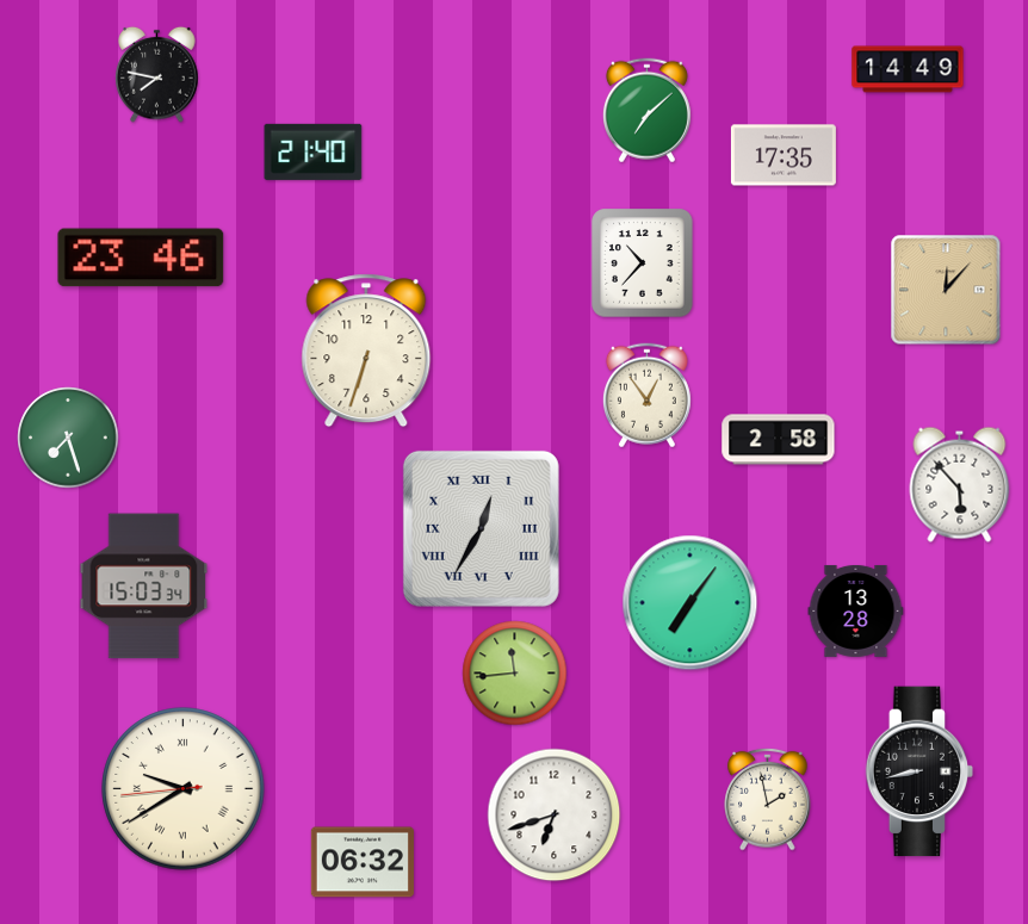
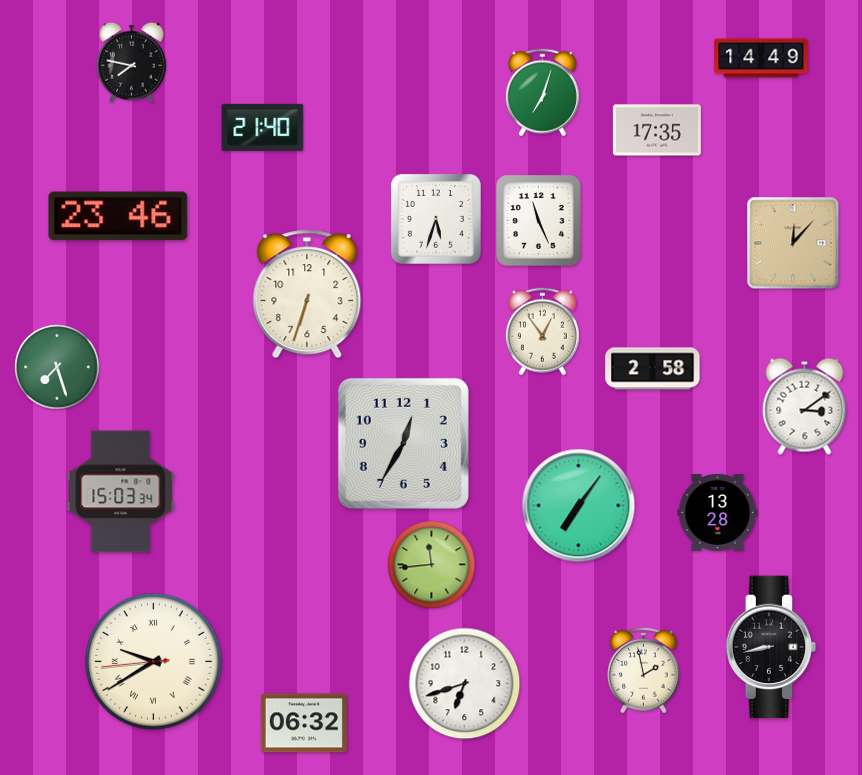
clock at (646, 111): 7:08 -> 7:03
clock at (436, 219): none -> 5:33
clock at (643, 263): 10:37 -> 11:26
clock at (960, 484): 5:53 -> 3:09
clock at (481, 528) numerals: Roman -> Arabic
